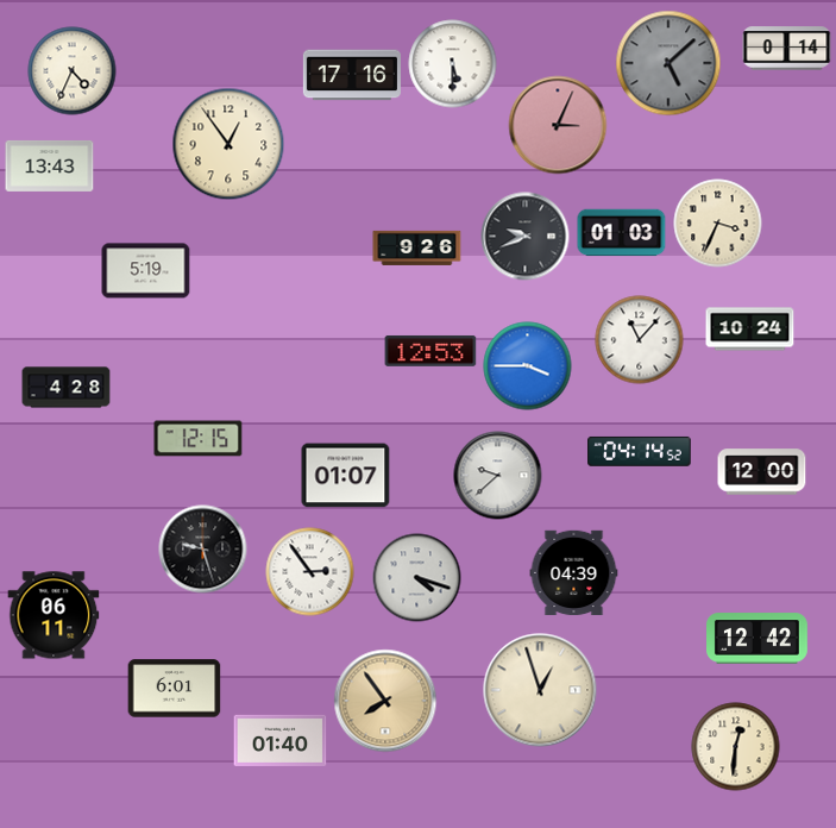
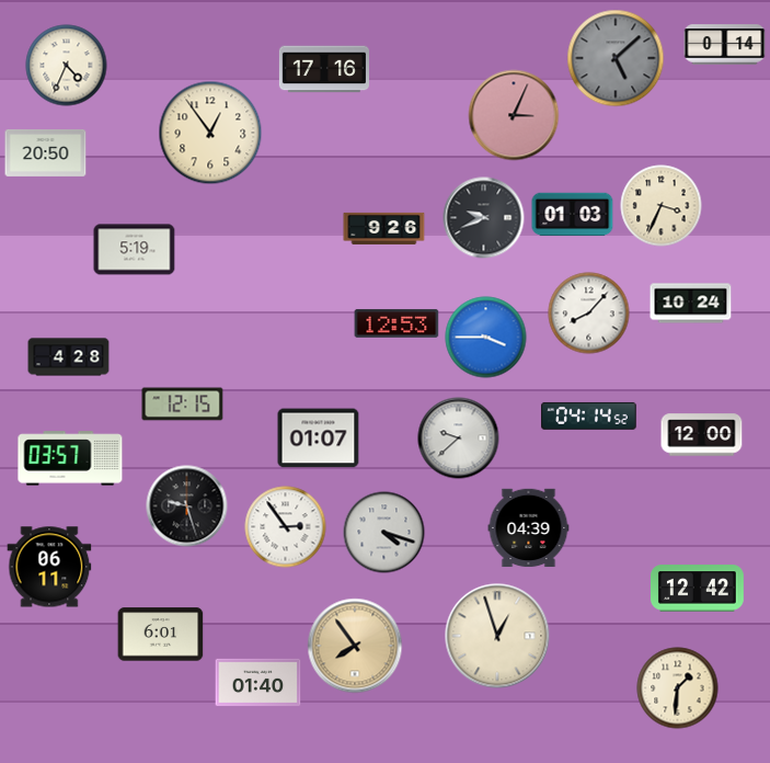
clock at (453, 64): 5:30 -> none
clock at (50, 165): 13:43 -> 20:50
clock at (640, 340): 11:07 -> 8:07
clock at (67, 388) position: (67, 388) -> (69, 357)
clock at (70, 458): none -> 03:57
clock at (736, 747): 12:31 -> 1:31
